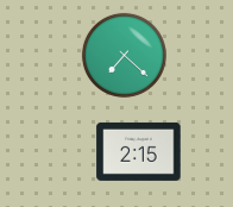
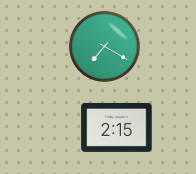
clock at (124, 55): 7:22 -> 7:20
